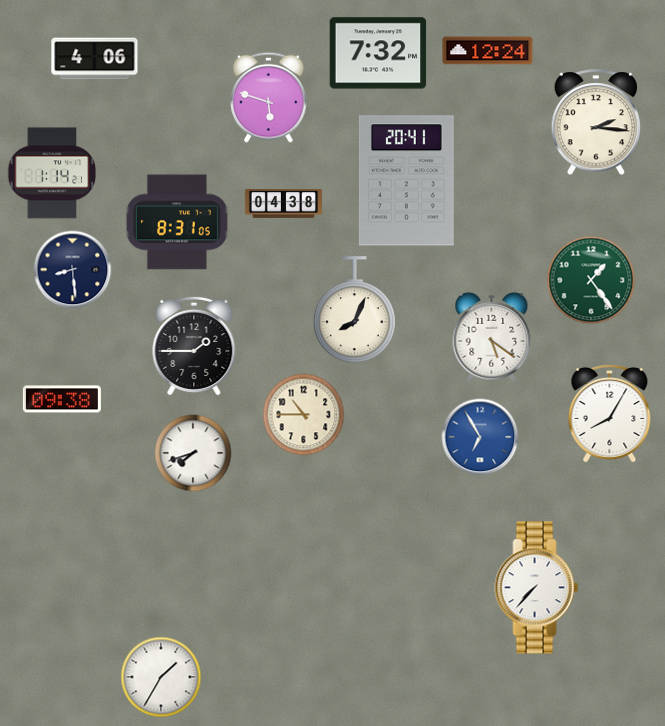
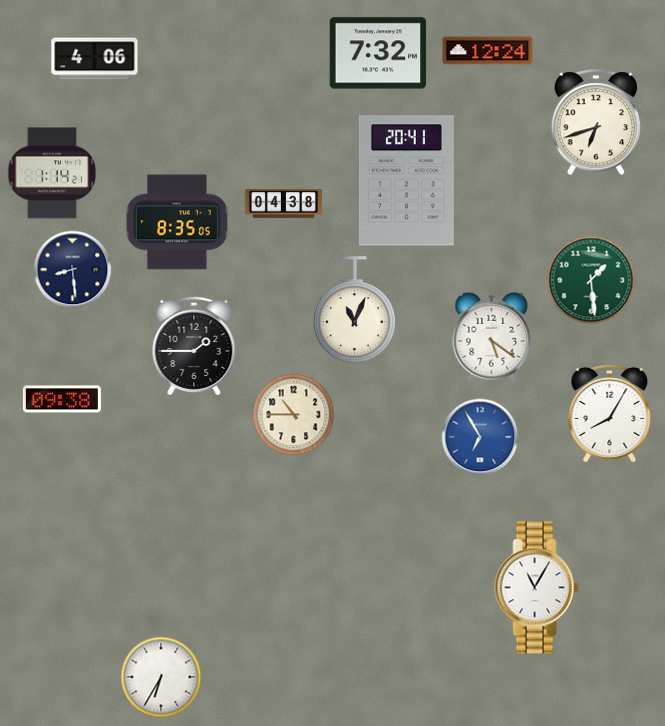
clock at (269, 97): 5:48 -> none
clock at (596, 123): 2:16 -> 6:42
clock at (177, 222): 8:31 -> 8:35
clock at (591, 280): 1:24 -> 1:29
clock at (354, 310): 8:04 -> 11:04
clock at (304, 415) position: (304, 415) -> (294, 415)
clock at (193, 453): 7:42 -> none
clock at (537, 588): 7:37 -> 11:05
clock at (161, 677): 1:35 -> 6:35
